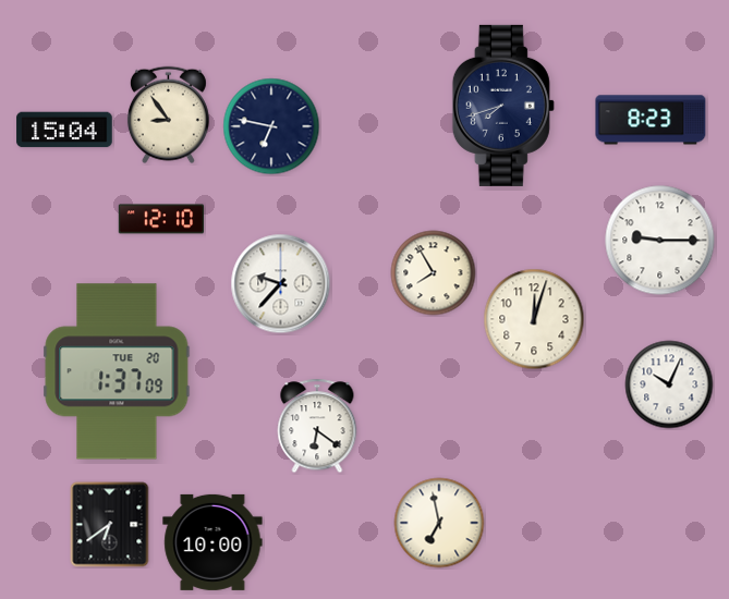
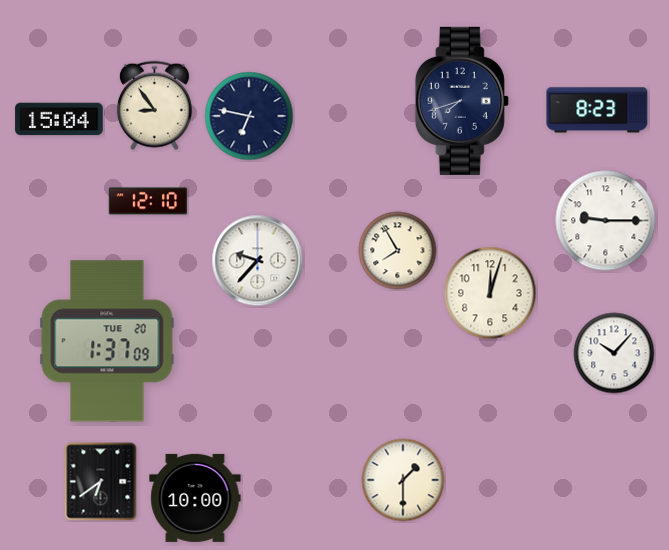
clock at (503, 106) position: (503, 106) -> (462, 101)
clock at (669, 384): 10:04 -> 10:07
clock at (317, 426): 6:21 -> none
clock at (439, 523): 6:58 -> 1:30
